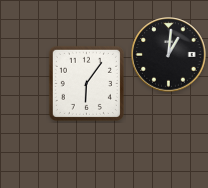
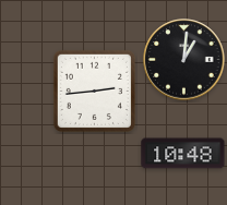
clock at (86, 83): 6:06 -> 2:44
clock at (183, 154): none -> 10:48
